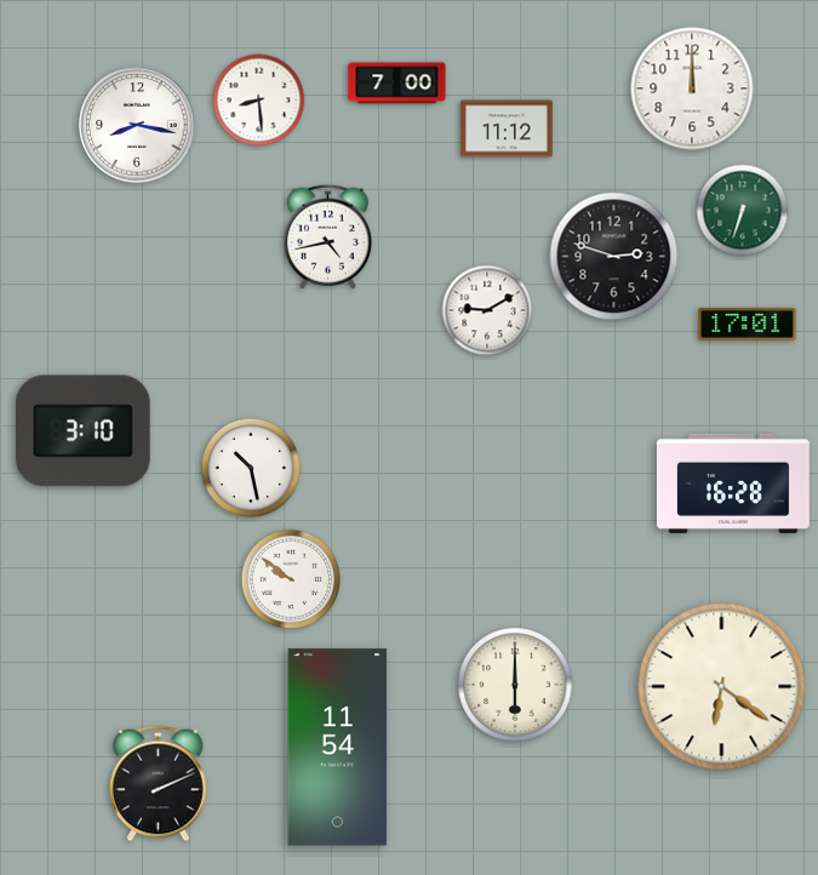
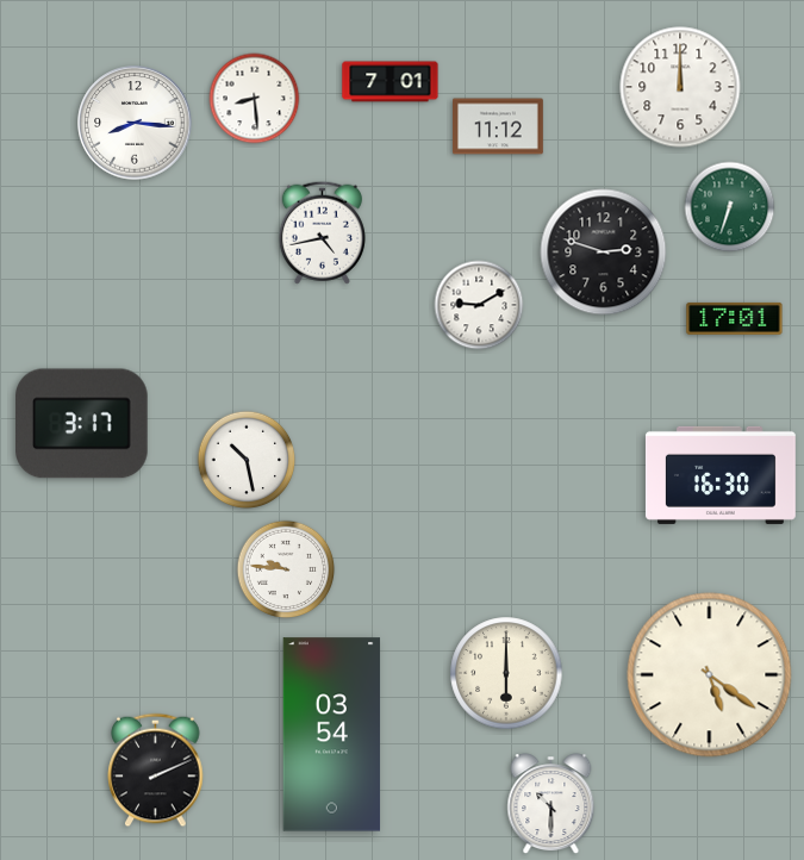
clock at (397, 84): 7:00 -> 7:01
clock at (137, 125): 8:17 -> 8:16
clock at (84, 431): 3:10 -> 3:17
clock at (733, 484): 16:28 -> 16:30
clock at (291, 579): 9:51 -> 9:46
clock at (722, 687): 6:21 -> 5:21
clock at (338, 748): 11:54 -> 03:54
clock at (551, 803): none -> 10:30
